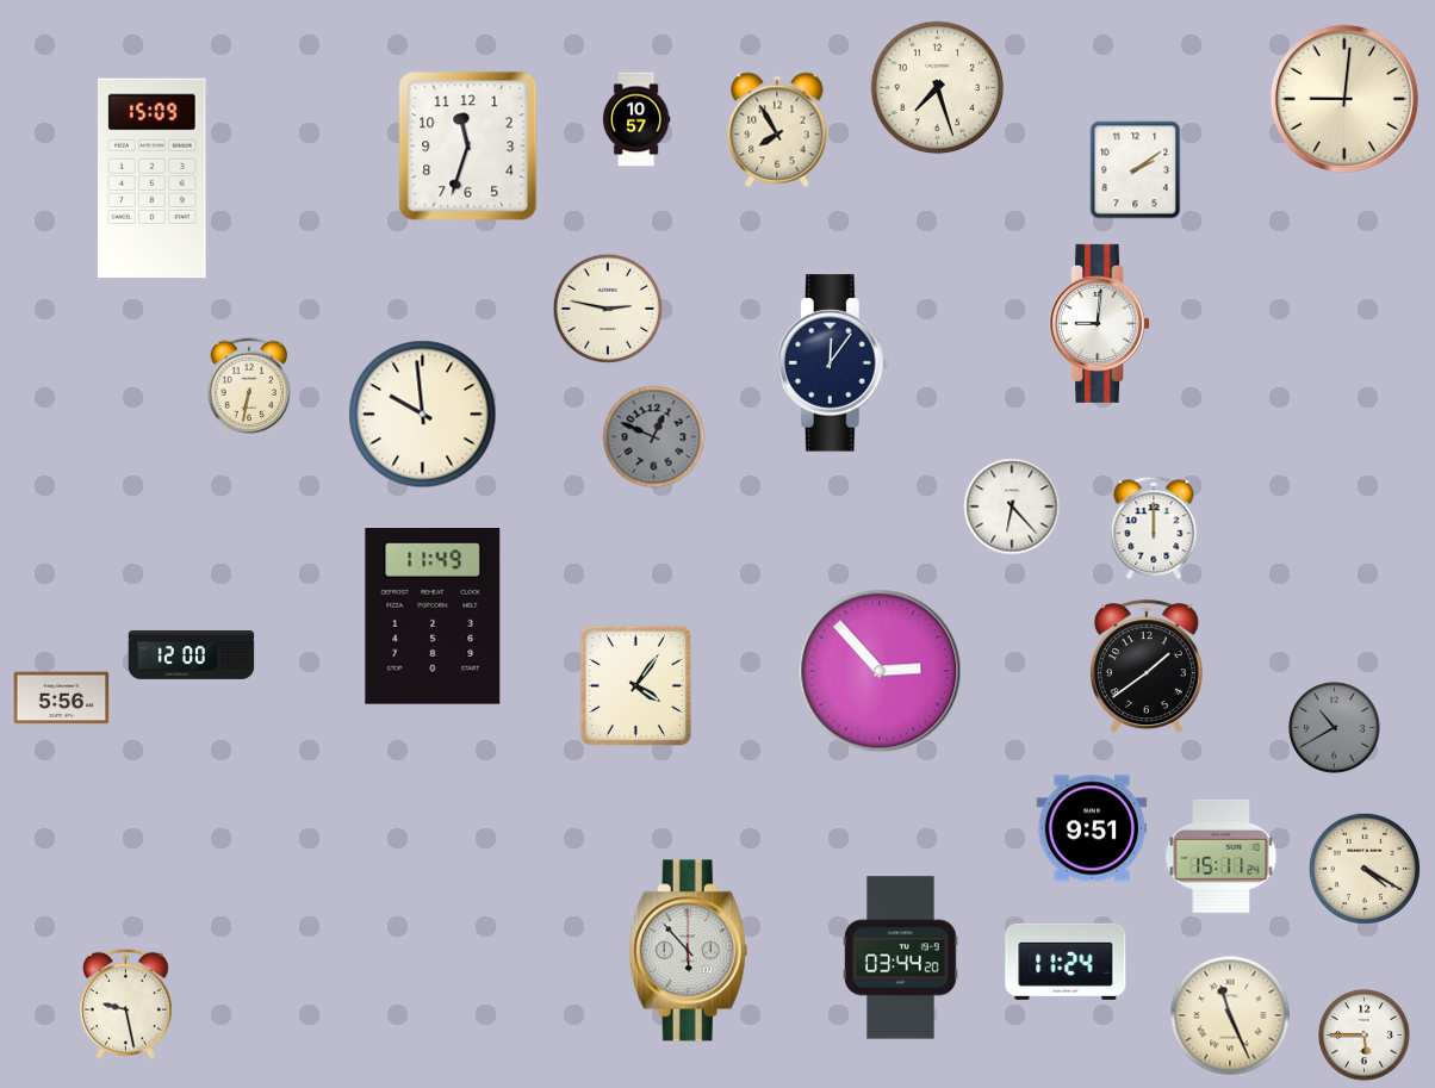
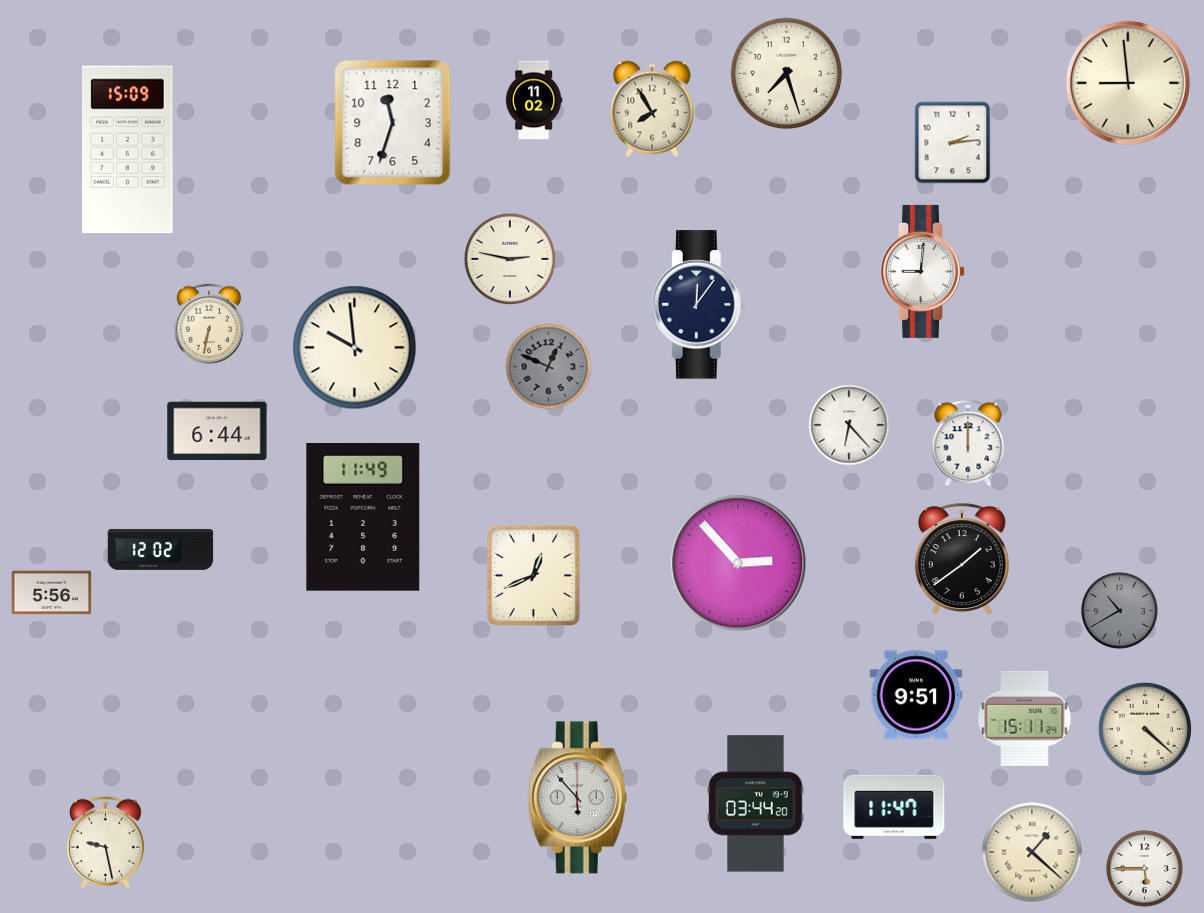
clock at (1344, 99): 9:01 -> 8:59
clock at (636, 119): 10:57 -> 11:02
clock at (1136, 170): 2:09 -> 2:14
clock at (217, 431): none -> 6:44
clock at (192, 655): 12:00 -> 12:02
clock at (635, 685): 4:06 -> 12:41
clock at (62, 698) position: (62, 698) -> (52, 593)
clock at (1365, 869): 4:20 -> 4:22
clock at (1066, 962): 11:24 -> 11:47
clock at (1230, 1015): 11:26 -> 1:22
